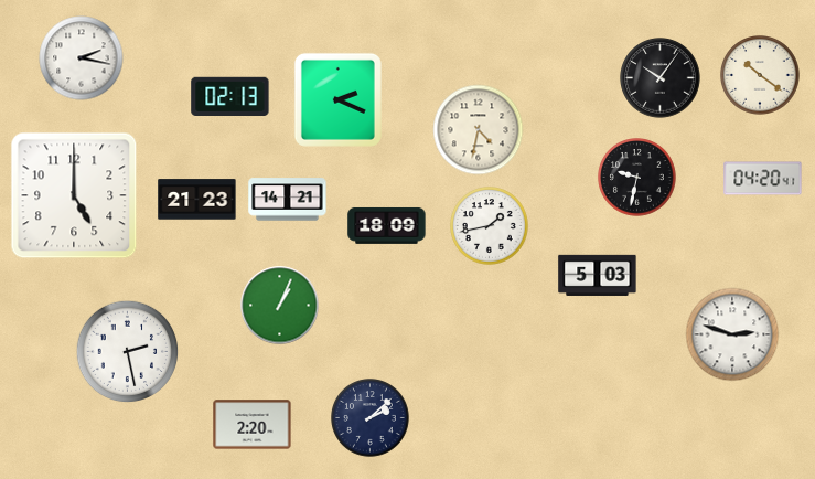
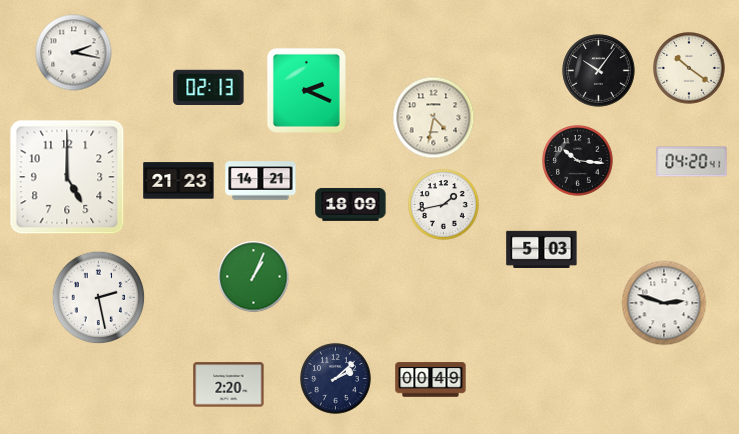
clock at (637, 178): 9:32 -> 10:16
clock at (128, 352) position: (128, 352) -> (99, 298)
clock at (431, 380): none -> 00:49
